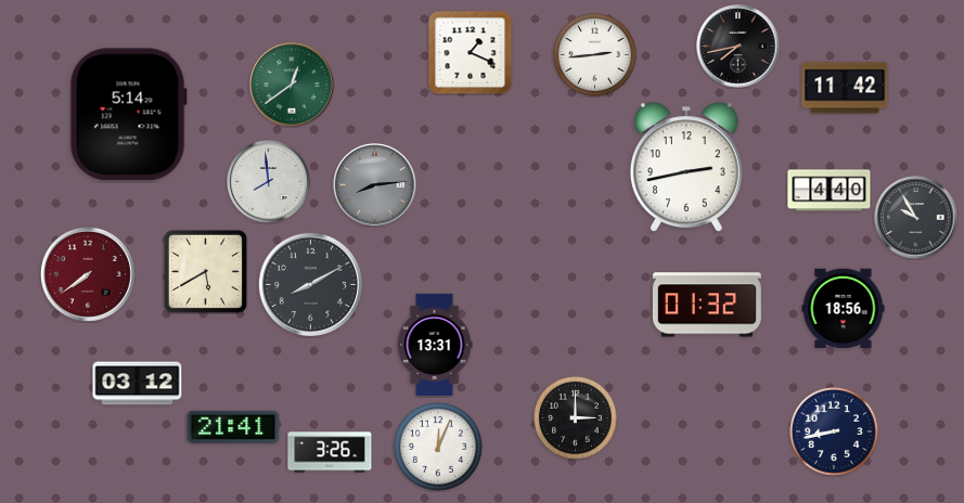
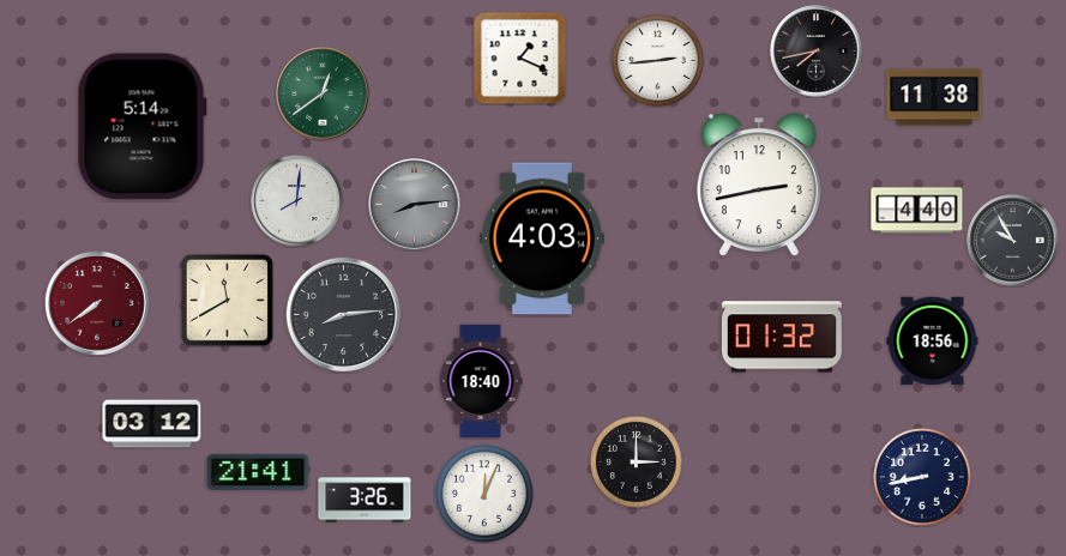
clock at (845, 88): 11:42 -> 11:38
clock at (269, 182): 7:59 -> 8:01
clock at (542, 238): none -> 4:03
clock at (205, 271): 5:40 -> 11:40
clock at (310, 284): 8:10 -> 8:14
clock at (435, 344): 13:31 -> 18:40
